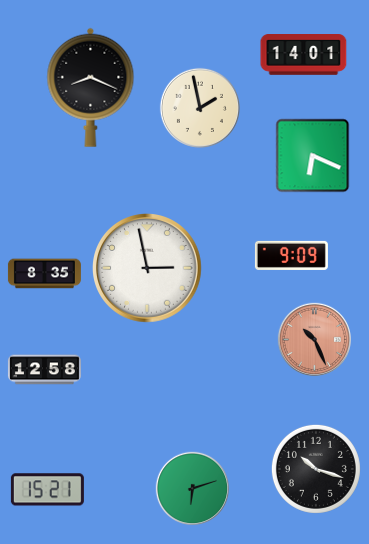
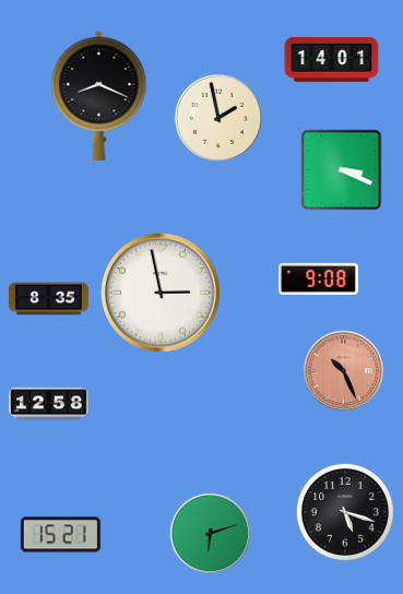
clock at (313, 156): 6:19 -> 3:19
clock at (291, 255): 9:09 -> 9:08
clock at (316, 469): 10:18 -> 5:18
clock at (47, 490) position: (47, 490) -> (60, 535)
